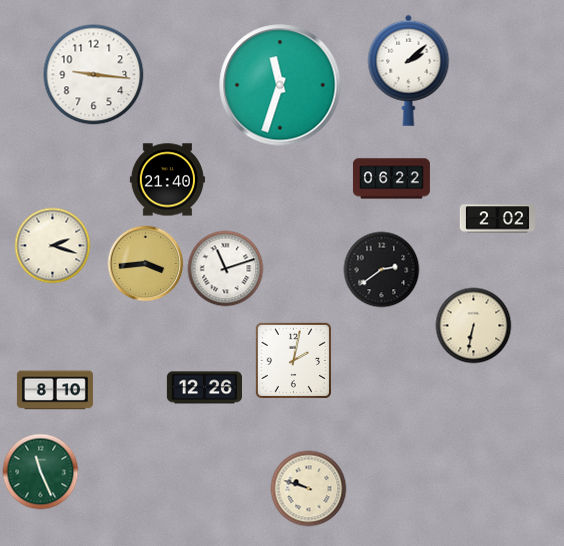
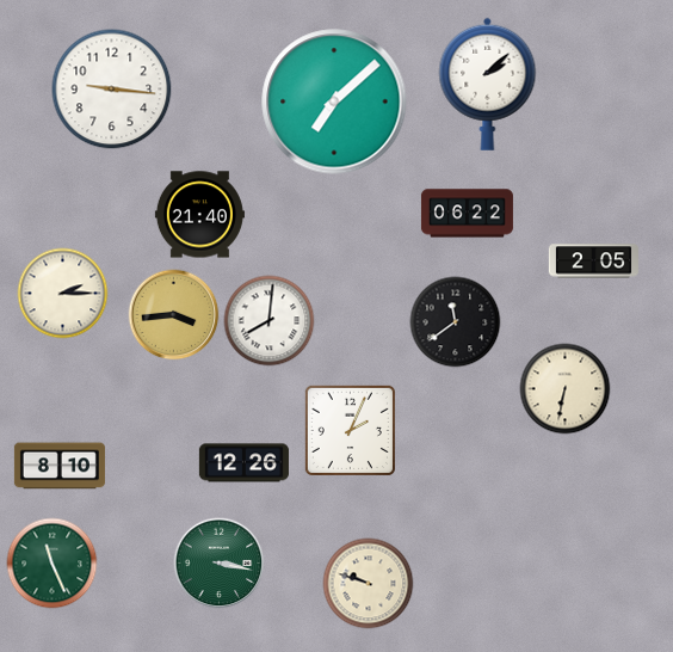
clock at (280, 85): 11:33 -> 7:08
clock at (497, 219): 2:02 -> 2:05
clock at (53, 246): 2:18 -> 2:15
clock at (226, 269): 11:12 -> 8:01
clock at (382, 270): 2:39 -> 11:39
clock at (293, 360): 2:02 -> 2:04
clock at (55, 390) position: (55, 390) -> (60, 466)
clock at (41, 472) position: (41, 472) -> (53, 564)
clock at (220, 564): none -> 3:17
